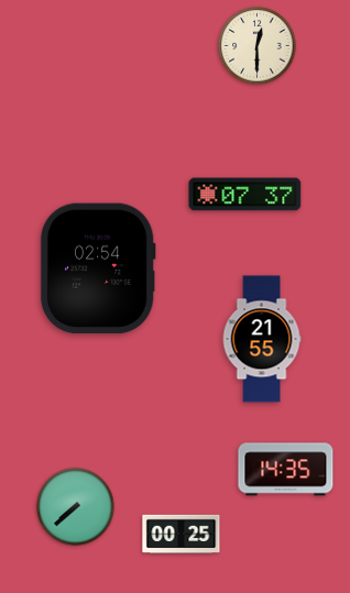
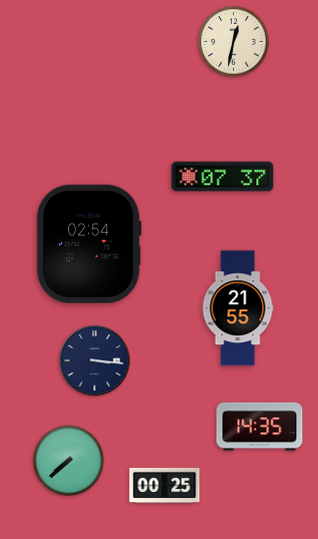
clock at (258, 46): 12:30 -> 12:32
clock at (95, 361): none -> 3:16
